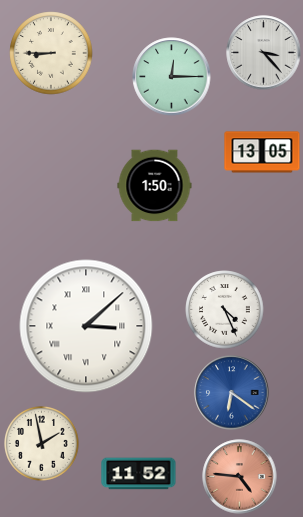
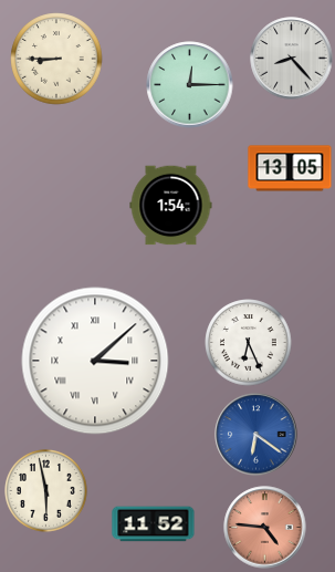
clock at (264, 53): 3:23 -> 8:23
clock at (155, 186): 1:50 -> 1:54
clock at (225, 310): 4:26 -> 6:26
clock at (42, 444): 1:58 -> 5:58
